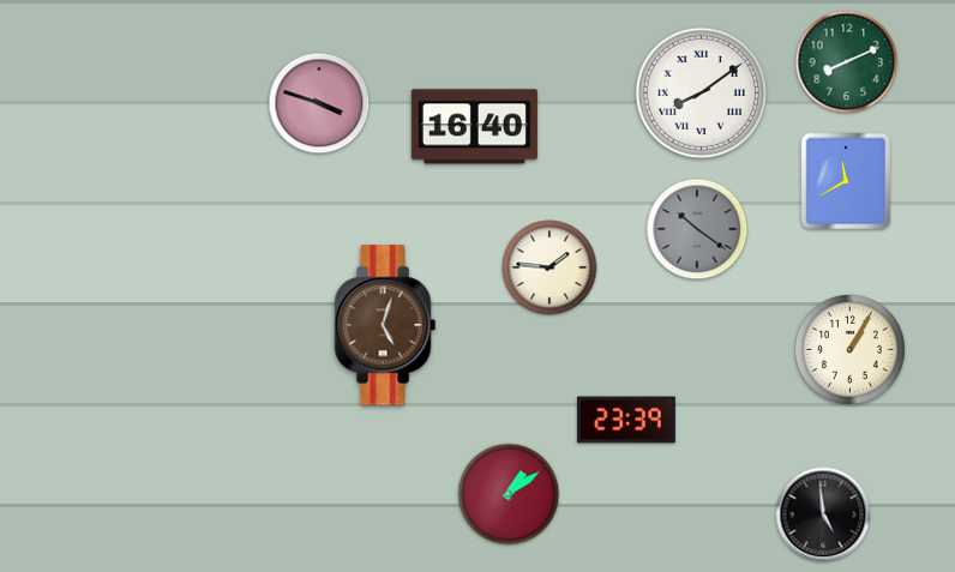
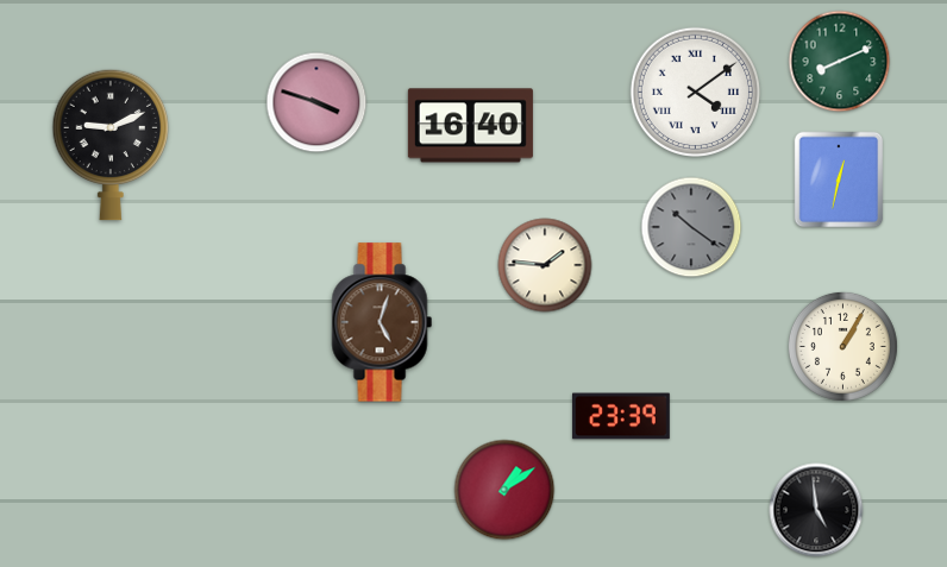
clock at (701, 92): 8:09 -> 4:09
clock at (111, 145): none -> 9:11
clock at (846, 181): 11:40 -> 12:32
